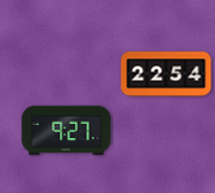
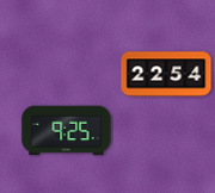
clock at (67, 131): 9:27 -> 9:25
